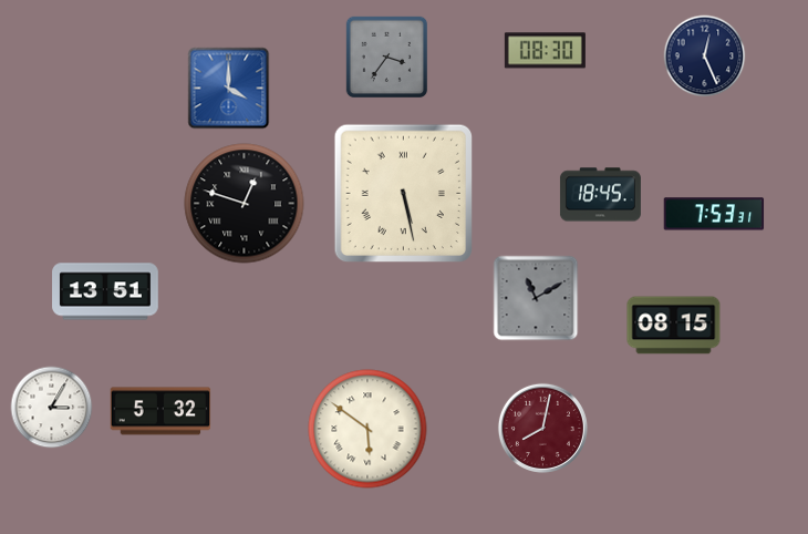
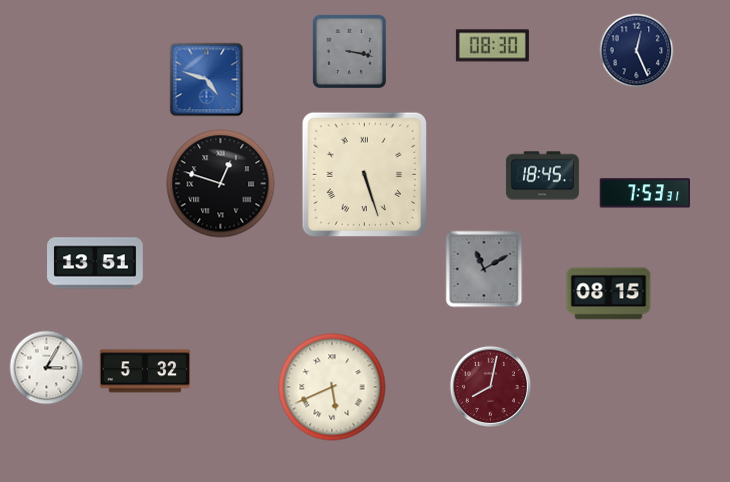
clock at (387, 58): 3:36 -> 3:17
clock at (229, 89): 4:00 -> 4:48
clock at (403, 193): 5:28 -> 5:27
clock at (367, 429): 5:51 -> 5:41
